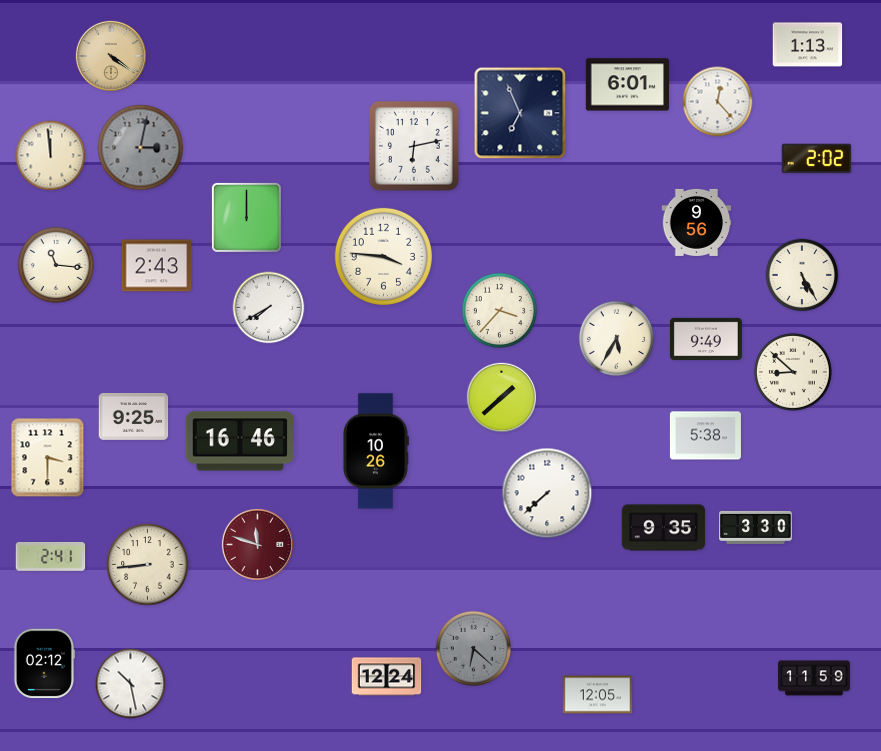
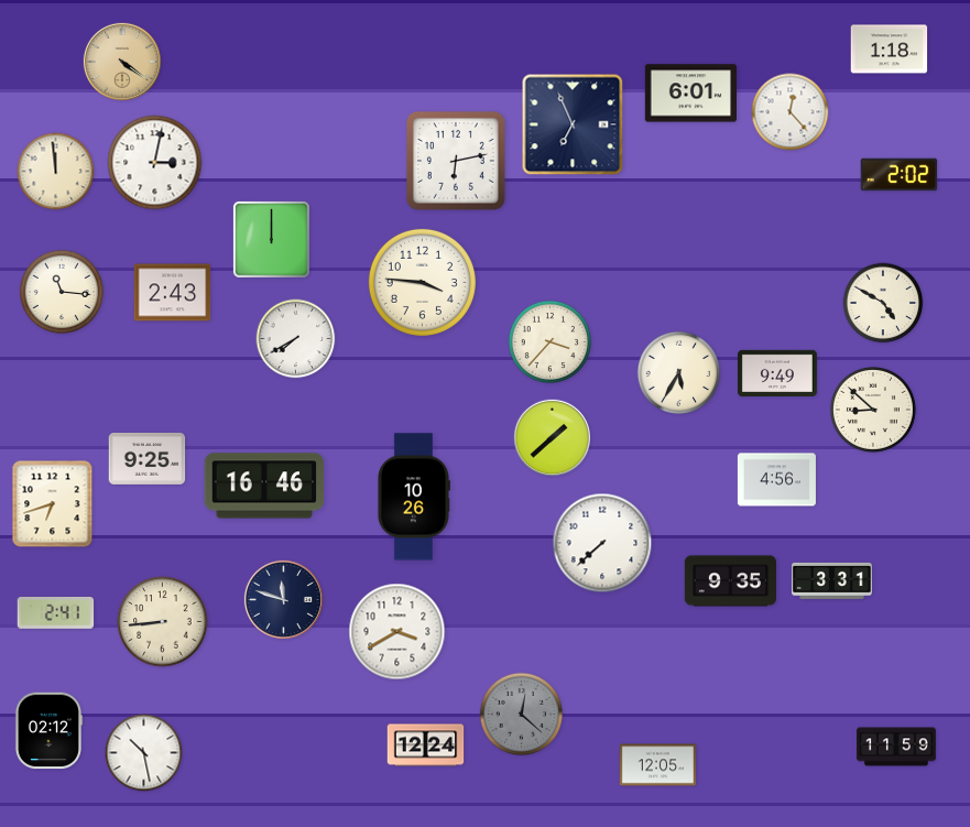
clock at (808, 45): 1:13 -> 1:18
clock at (141, 148) dial: grey -> white
clock at (697, 222): 9:56 -> none
clock at (802, 275): 5:25 -> 4:50
clock at (705, 436): 5:38 -> 4:56
clock at (48, 458): 3:30 -> 6:42
clock at (756, 527): 3:30 -> 3:31
clock at (257, 544) dial: burgundy -> navy
clock at (397, 632): none -> 3:40
clock at (473, 648): 6:22 -> 12:22
